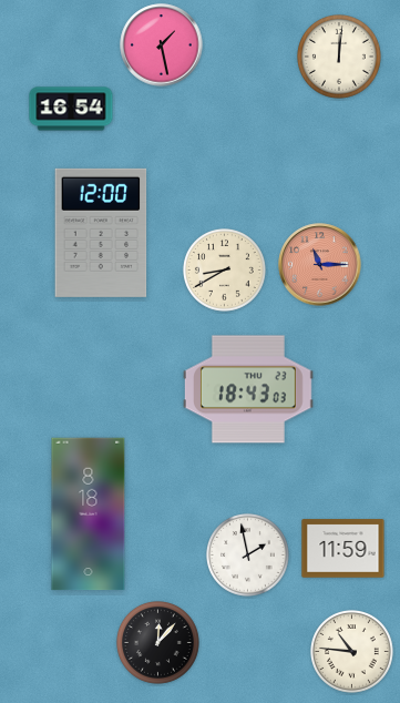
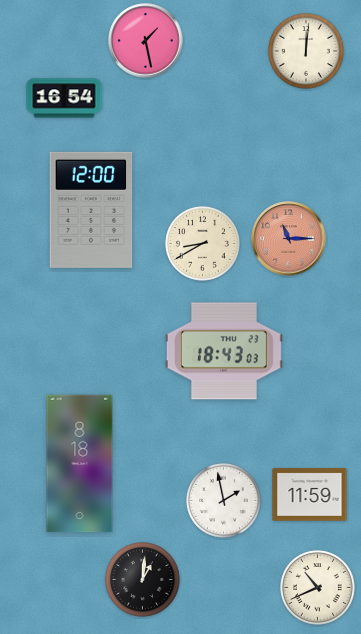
clock at (158, 643): 12:07 -> 1:01
clock at (352, 652): 10:46 -> 10:41
